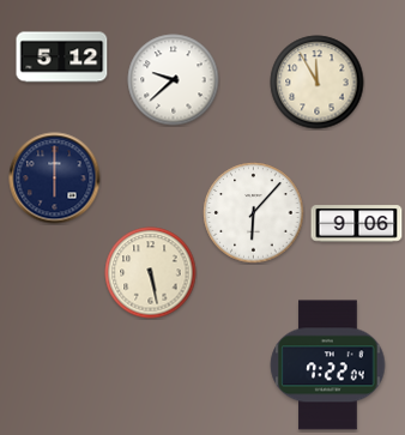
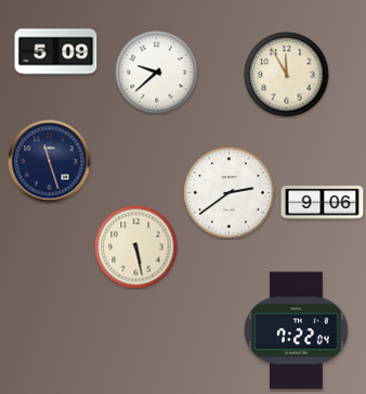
clock at (62, 58): 5:12 -> 5:09
clock at (55, 179): 6:00 -> 11:27
clock at (254, 213): 6:07 -> 2:39
